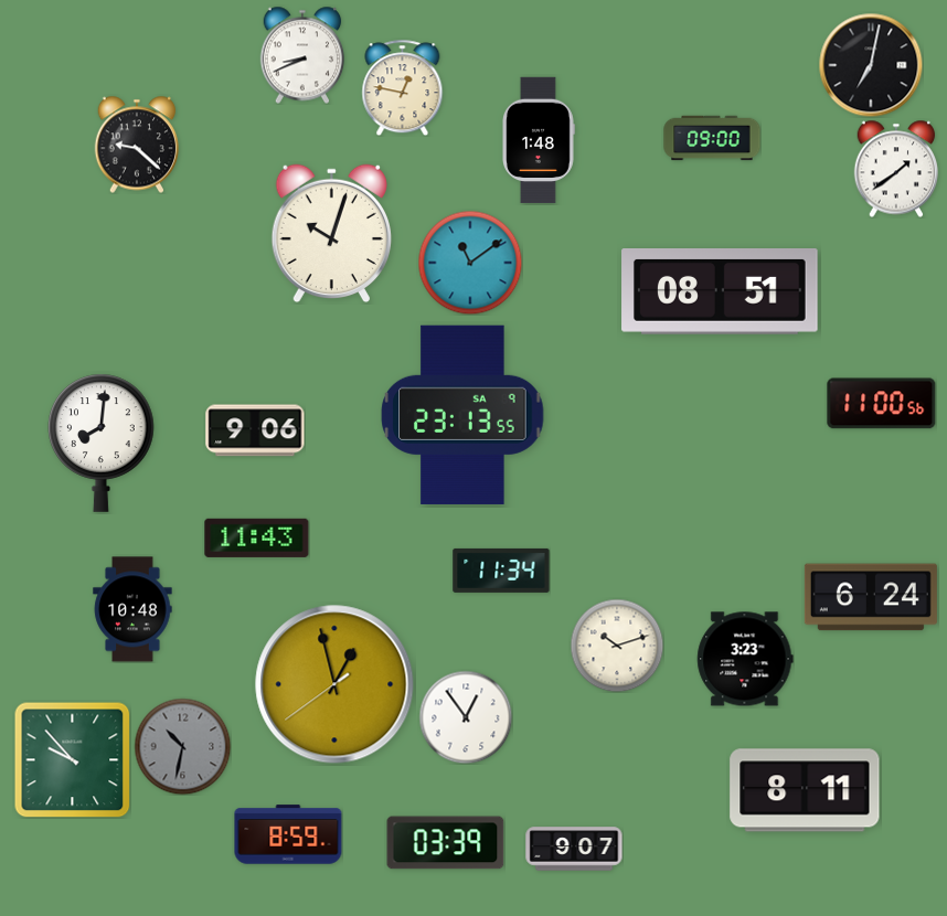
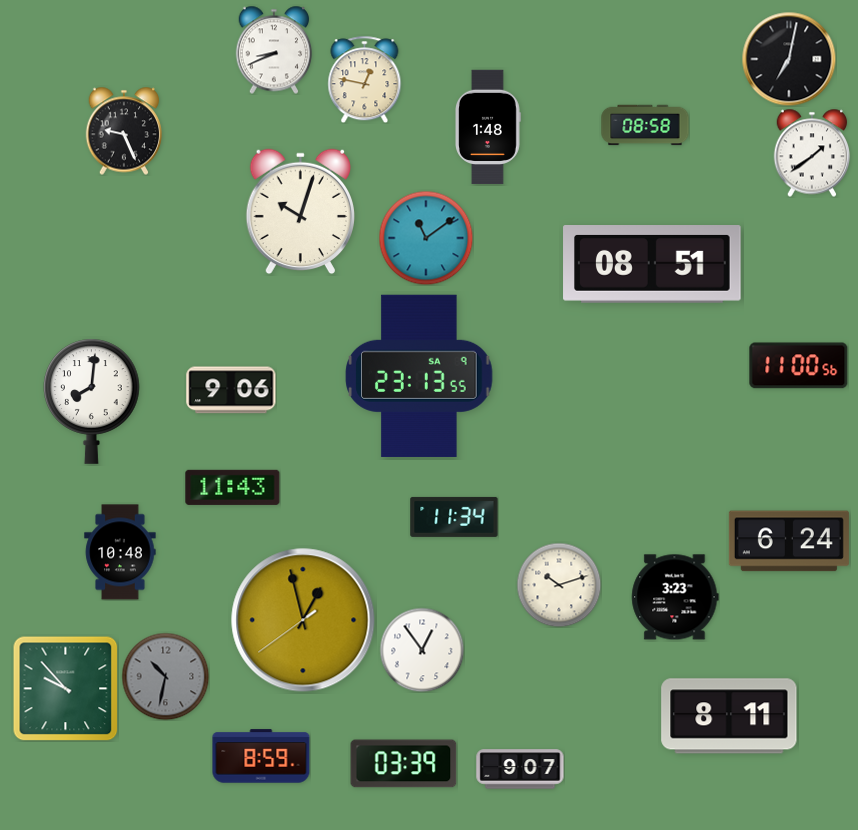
clock at (712, 138): 09:00 -> 08:58
clock at (137, 145): 9:22 -> 9:26
